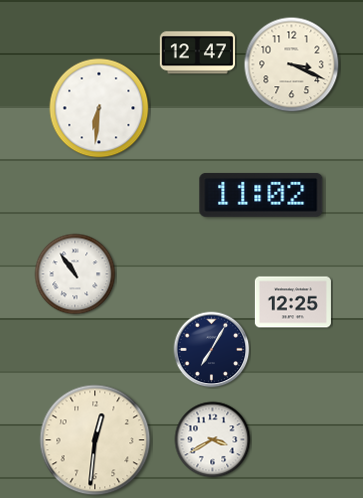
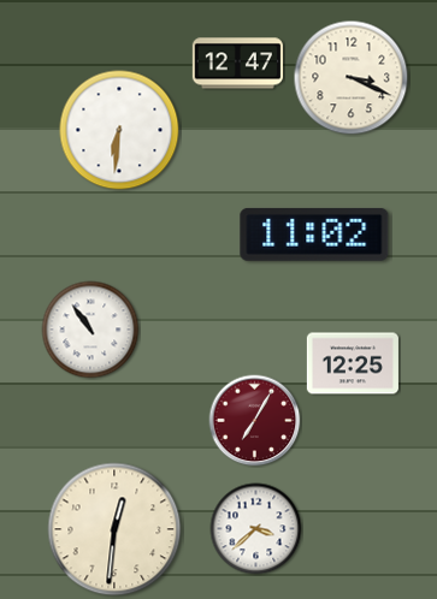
clock at (212, 350) dial: navy -> burgundy
clock at (213, 440): 3:40 -> 3:38
